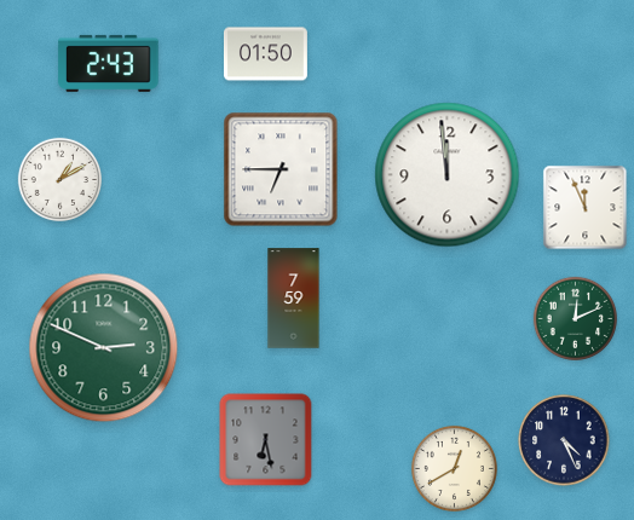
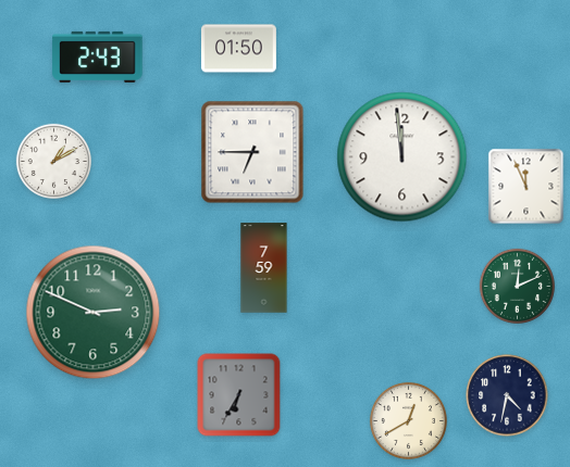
clock at (266, 440): 6:28 -> 6:35
clock at (564, 440): 4:26 -> 4:32
